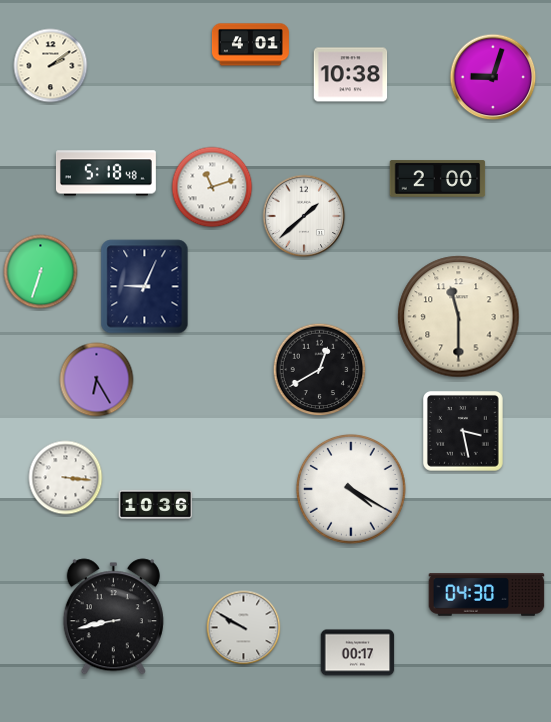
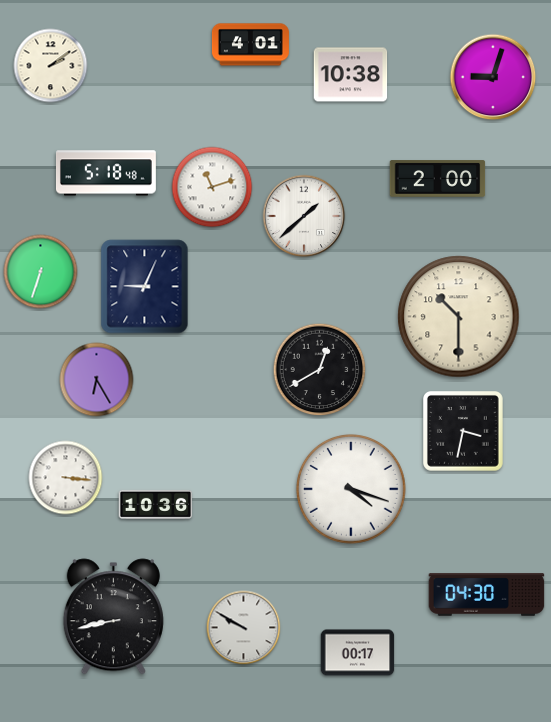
clock at (459, 317): 11:30 -> 10:30
clock at (464, 432): 3:28 -> 3:32
clock at (351, 489): 4:20 -> 4:18
